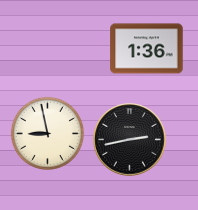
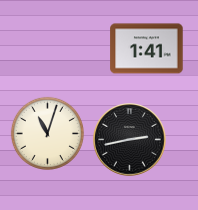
clock at (147, 49): 1:36 -> 1:41
clock at (47, 133): 8:58 -> 11:03
